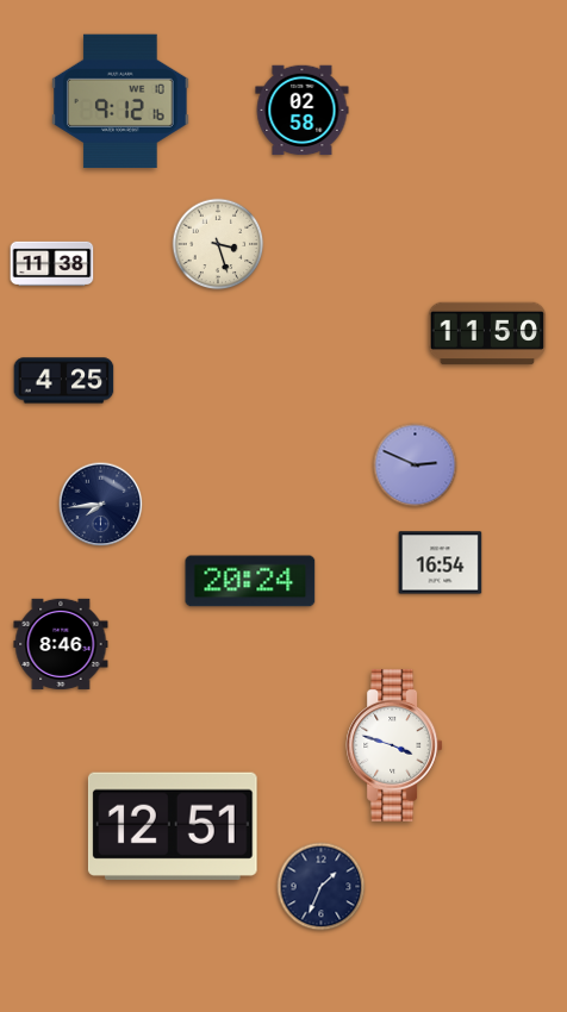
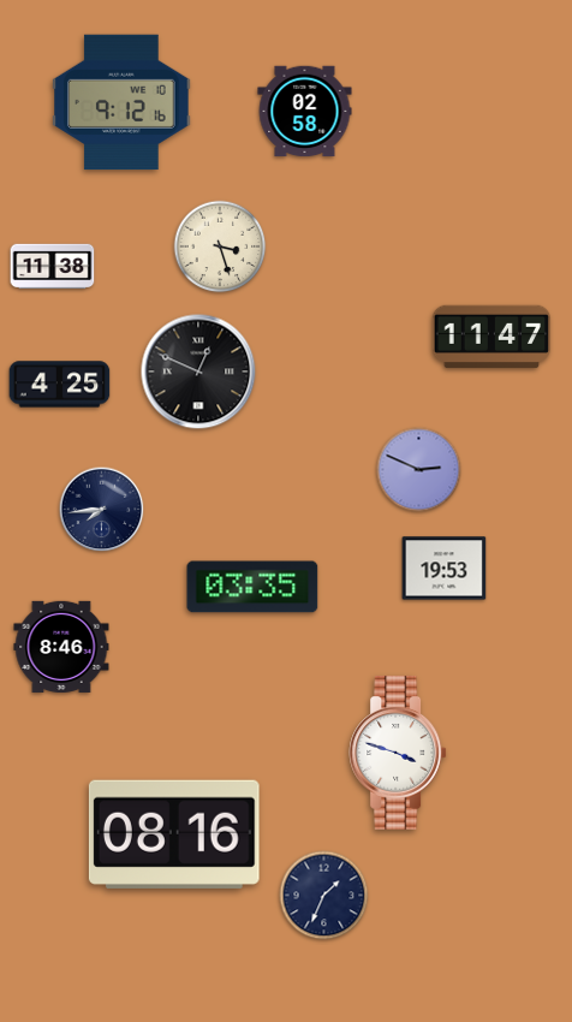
clock at (487, 333): 11:50 -> 11:47
clock at (198, 372): none -> 12:49
clock at (64, 381) position: (64, 381) -> (60, 385)
clock at (441, 563): 16:54 -> 19:53
clock at (250, 581): 20:24 -> 03:35
clock at (61, 644) position: (61, 644) -> (61, 647)
clock at (173, 826): 12:51 -> 08:16
